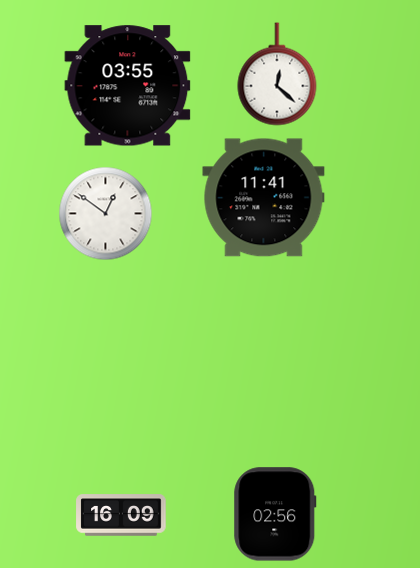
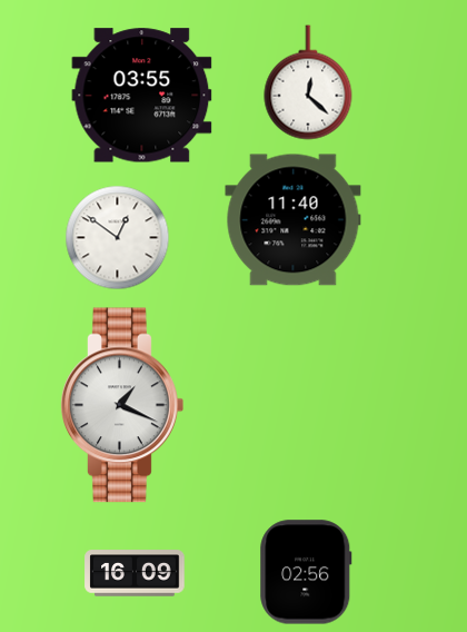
clock at (264, 198): 11:41 -> 11:40
clock at (122, 405): none -> 1:19
